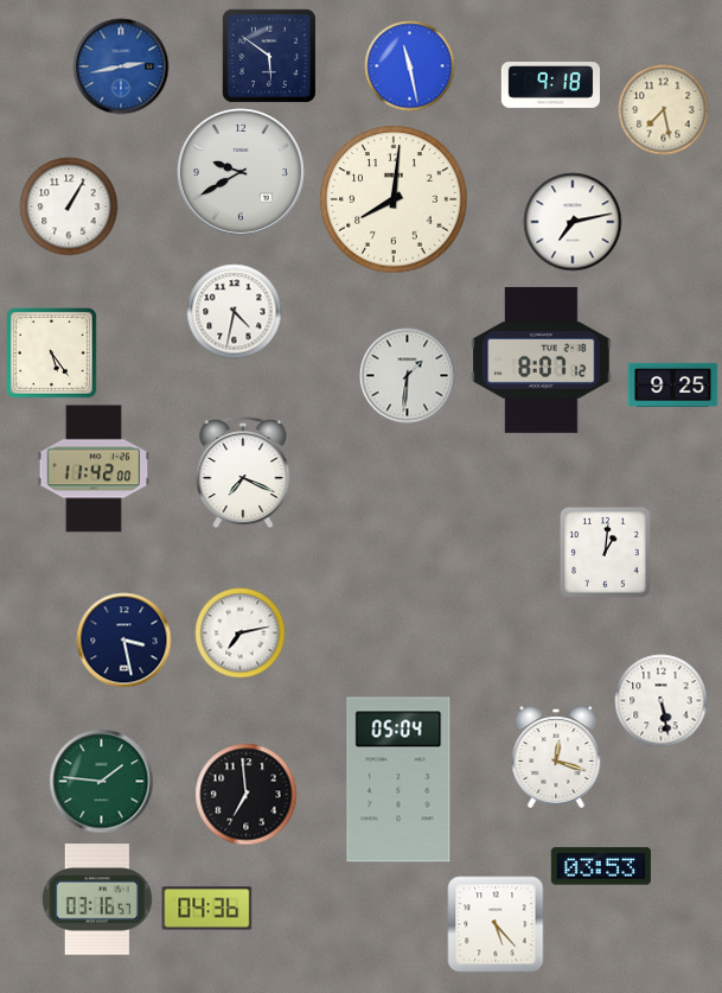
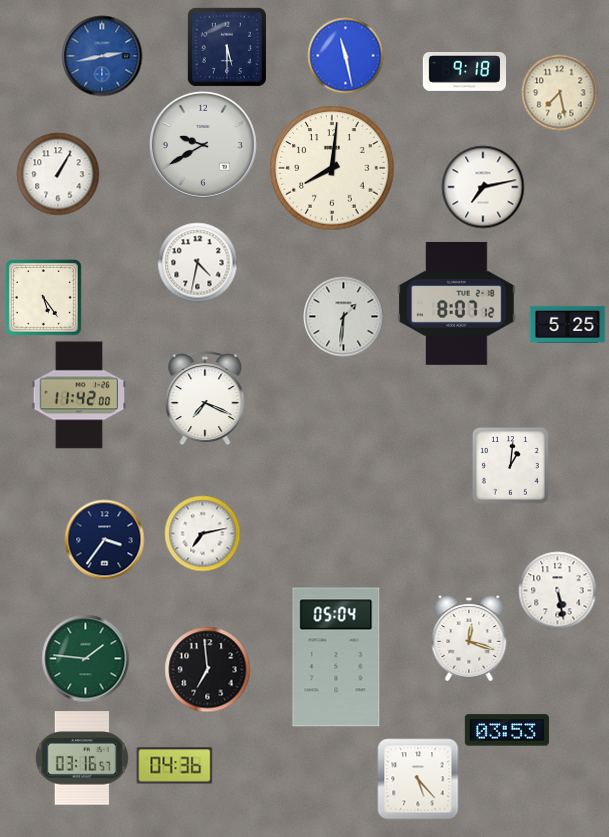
clock at (269, 56): 5:51 -> 5:30
clock at (673, 384): 9:25 -> 5:25
clock at (124, 641): 3:28 -> 3:36
